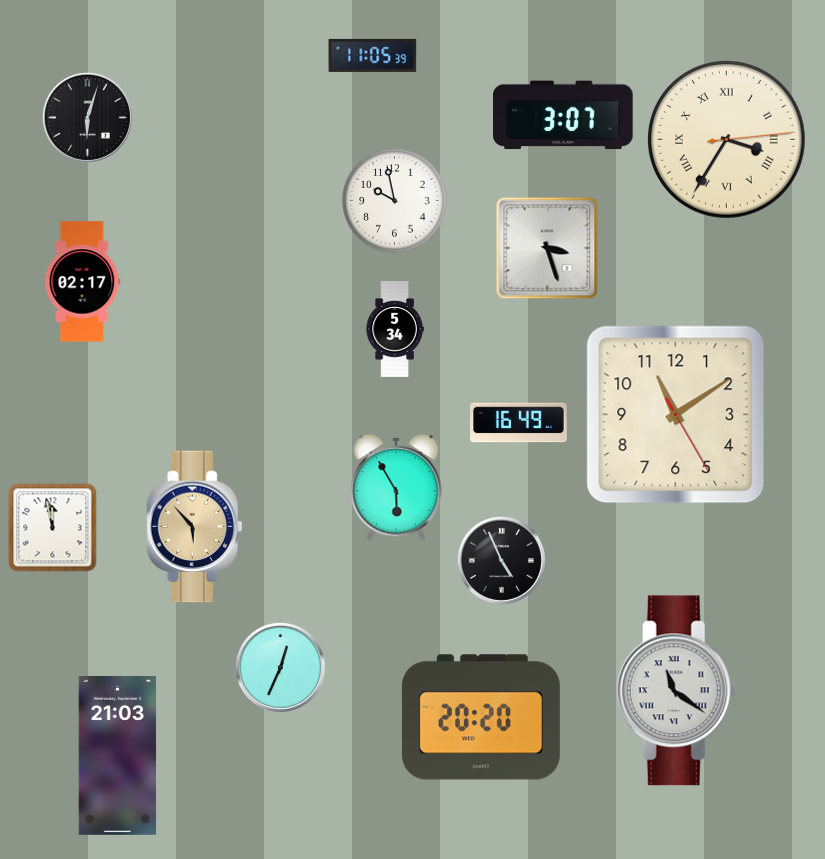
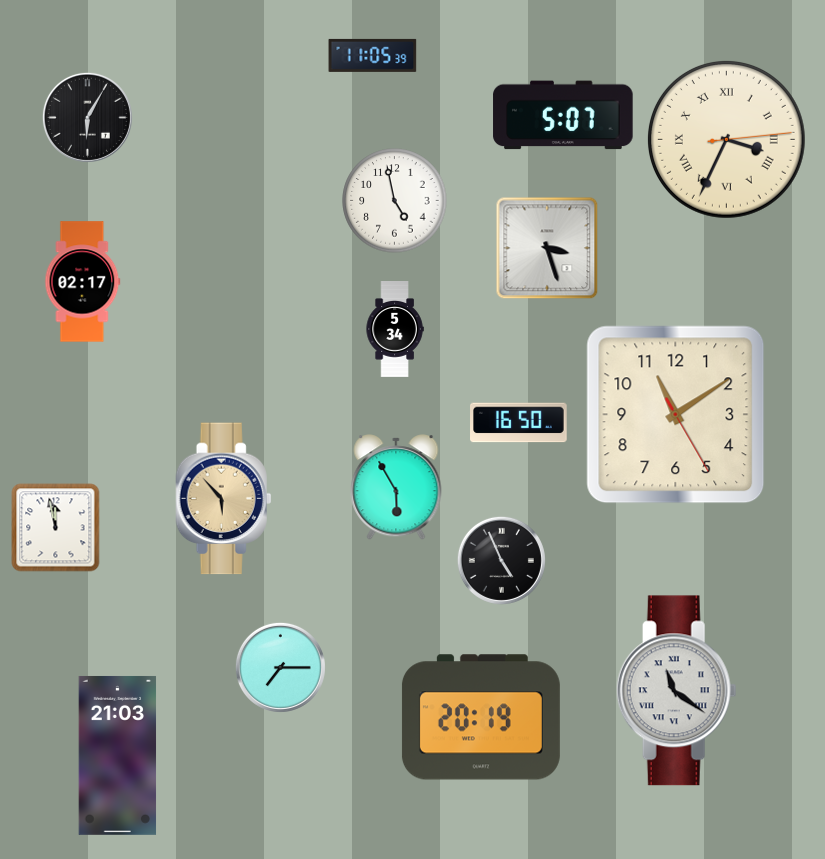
clock at (563, 115): 3:07 -> 5:07
clock at (87, 117): 6:03 -> 6:05
clock at (726, 139): 3:35 -> 3:34
clock at (395, 201): 9:58 -> 4:58
clock at (519, 423): 16:49 -> 16:50
clock at (195, 527) position: (195, 527) -> (224, 499)
clock at (53, 528) position: (53, 528) -> (56, 528)
clock at (280, 667): 12:34 -> 7:15
clock at (481, 717): 20:20 -> 20:19
